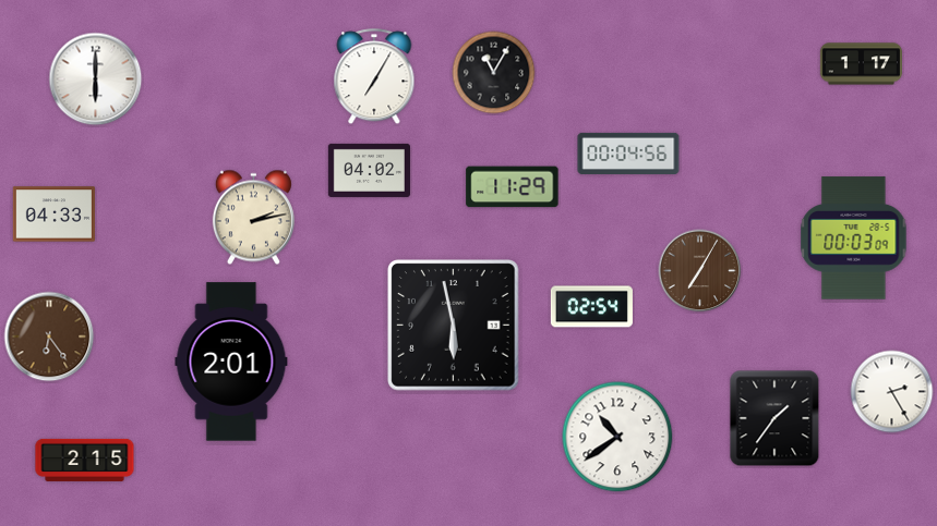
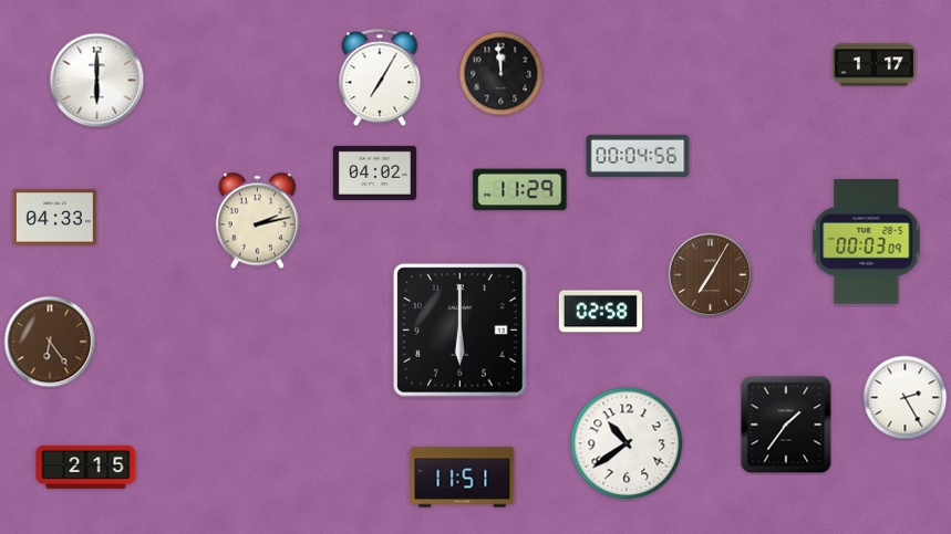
clock at (494, 73): 11:05 -> 11:59
clock at (591, 307): 02:54 -> 02:58
clock at (454, 326): 5:58 -> 6:00
clock at (231, 362): 2:01 -> none
clock at (463, 478): none -> 11:51
